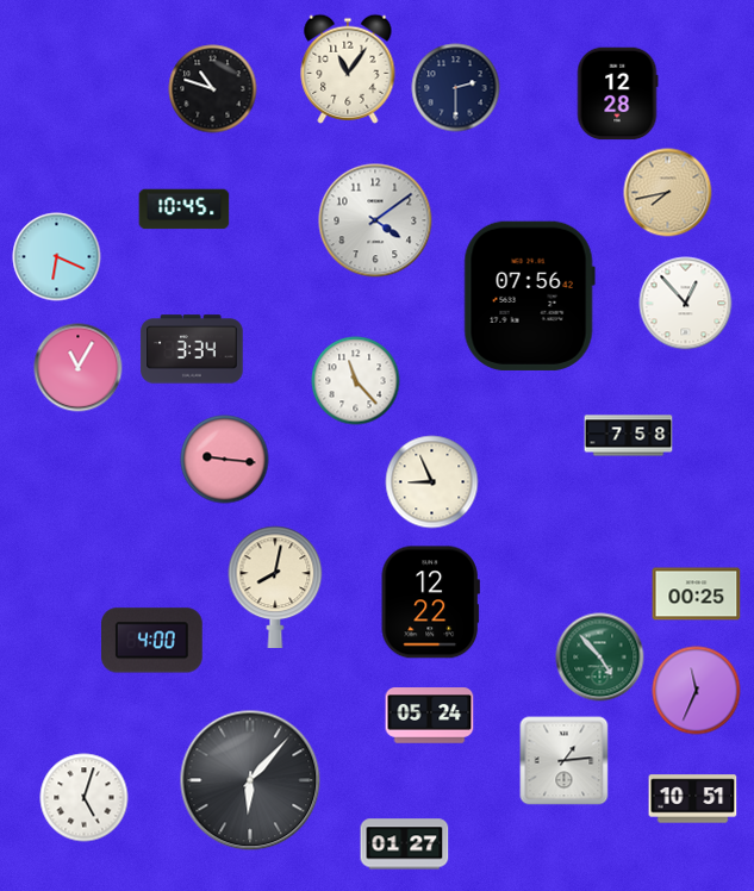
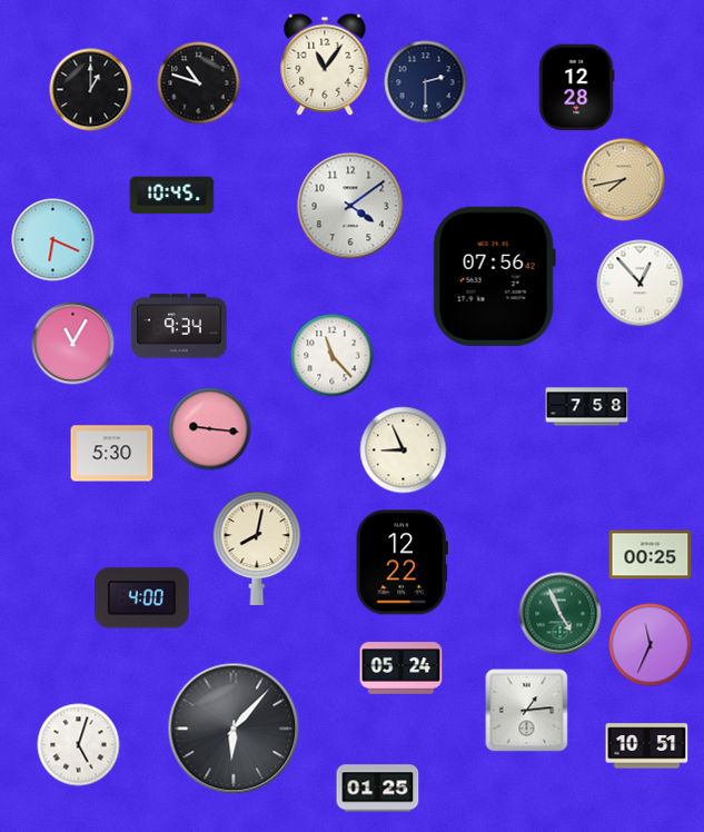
clock at (91, 90): none -> 1:00
clock at (192, 349): 3:34 -> 9:34
clock at (112, 454): none -> 5:30
clock at (600, 658): 4:53 -> 4:56
clock at (405, 845): 01:27 -> 01:25
